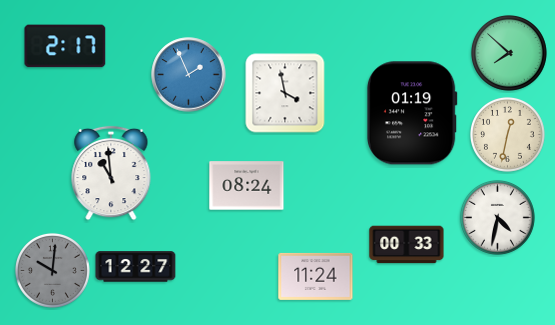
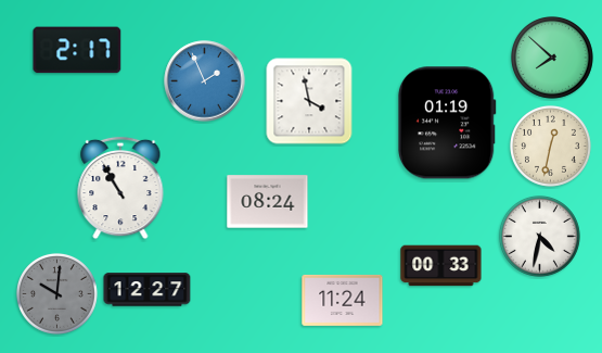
clock at (65, 46) position: (65, 46) -> (77, 50)
clock at (111, 173): 10:59 -> 10:55
